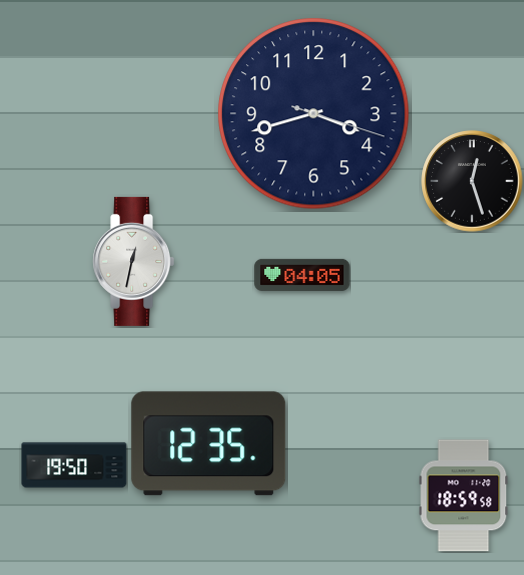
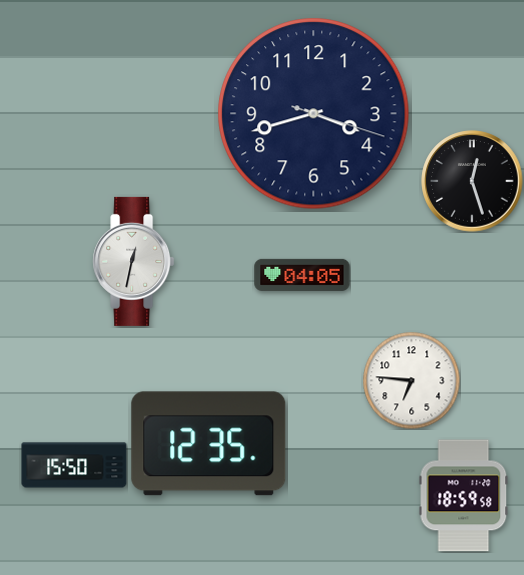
clock at (411, 380): none -> 6:46
clock at (74, 465): 19:50 -> 15:50
